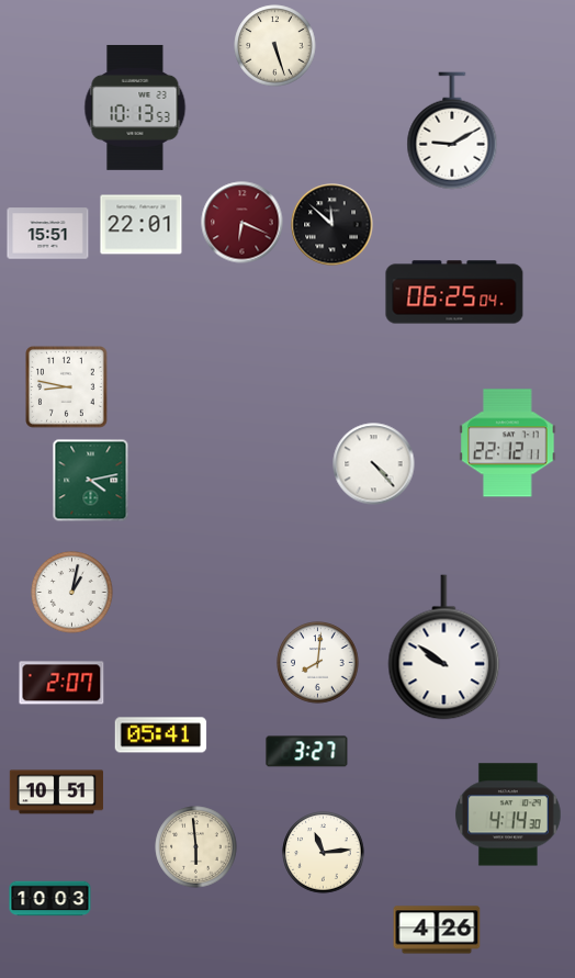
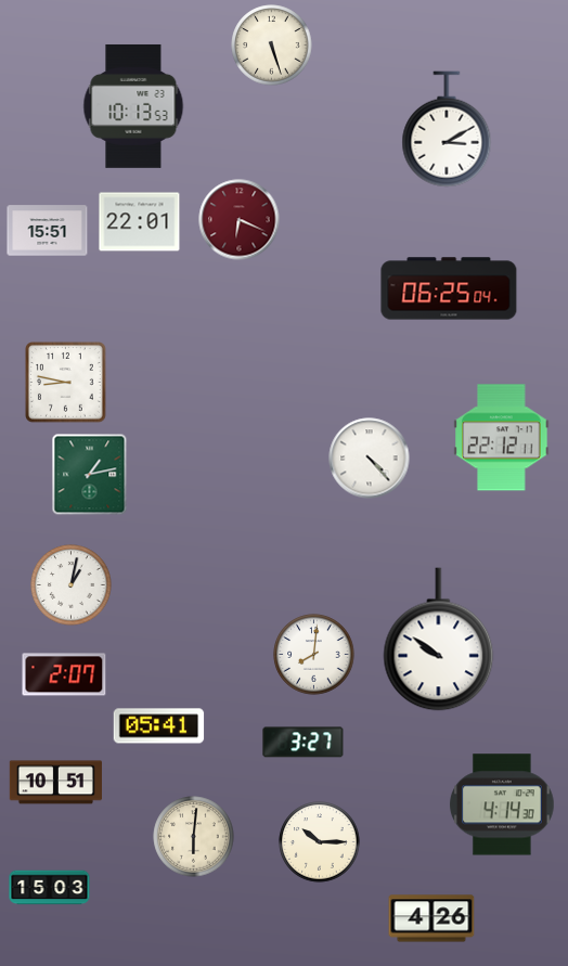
clock at (452, 131): 9:10 -> 3:10
clock at (332, 225): 11:52 -> none
clock at (91, 481): 4:13 -> 1:13
clock at (61, 683) position: (61, 683) -> (64, 674)
clock at (196, 847): 5:59 -> 6:01
clock at (324, 853): 11:14 -> 10:15
clock at (50, 899): 10:03 -> 15:03
